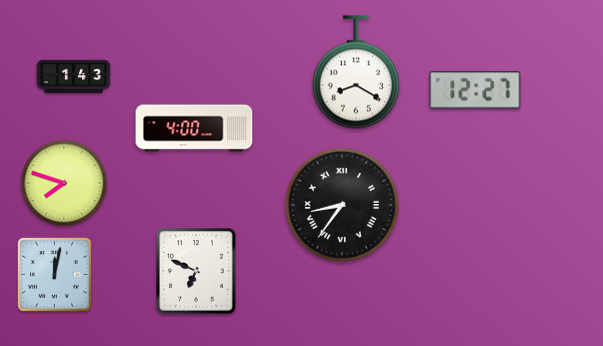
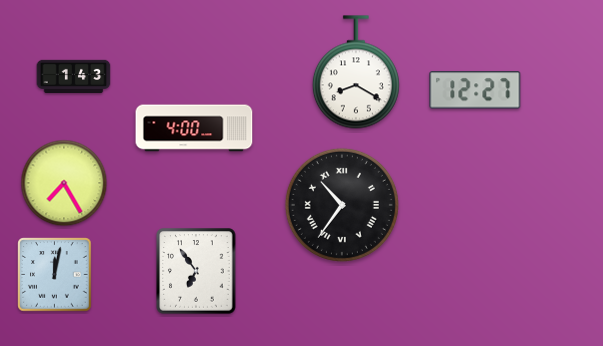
clock at (64, 183): 7:48 -> 7:25
clock at (342, 205): 8:36 -> 10:36
clock at (196, 271): 6:49 -> 6:54
